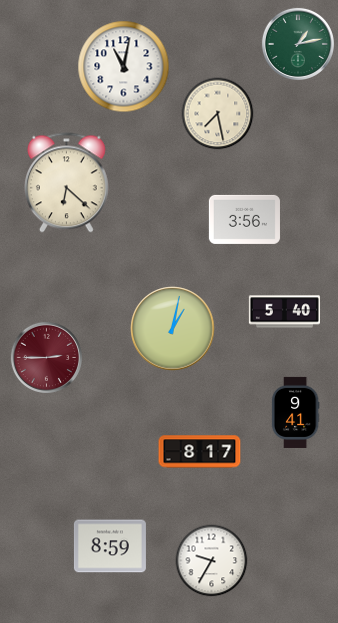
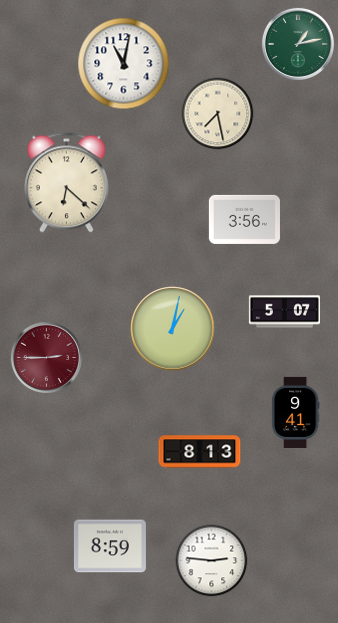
clock at (124, 67) position: (124, 67) -> (124, 64)
clock at (284, 312): 5:40 -> 5:07
clock at (200, 452): 8:17 -> 8:13
clock at (212, 561): 9:35 -> 2:46
